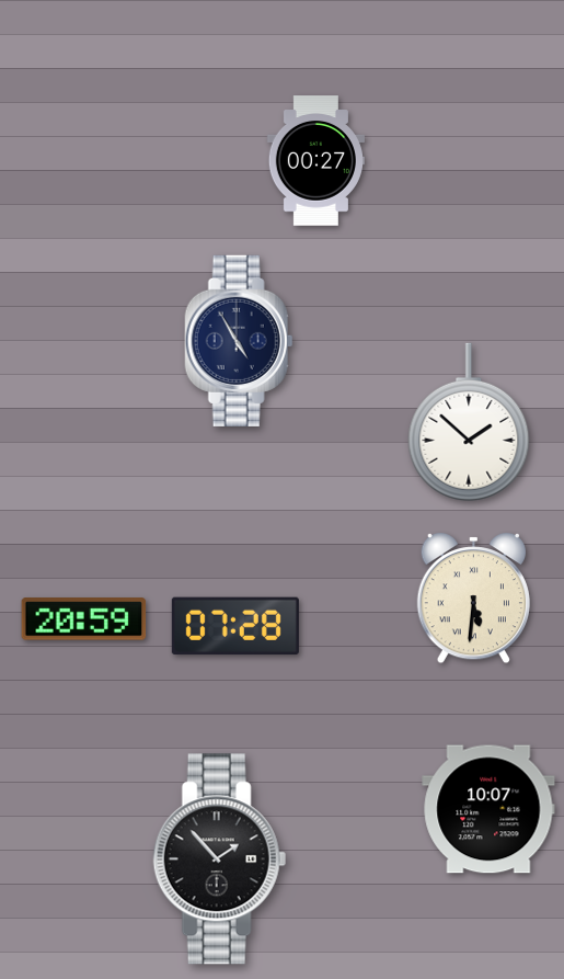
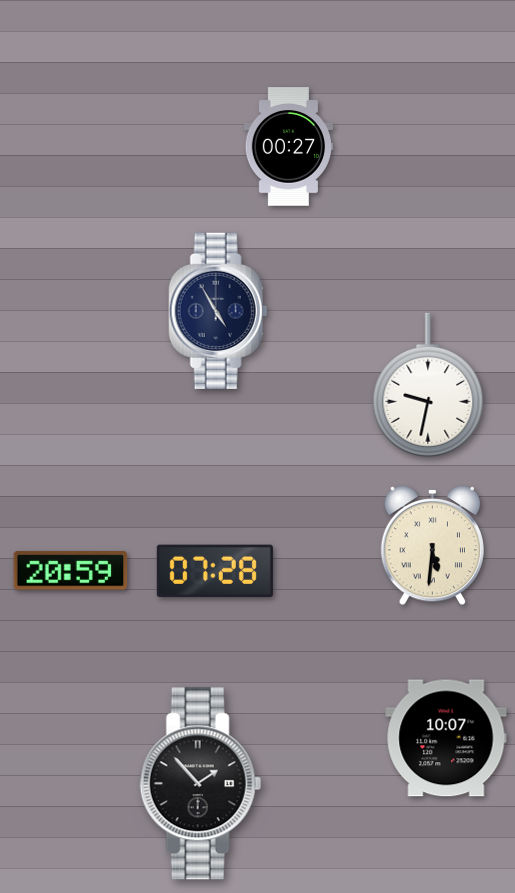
clock at (469, 422): 1:52 -> 9:32
clock at (84, 619) position: (84, 619) -> (71, 571)
